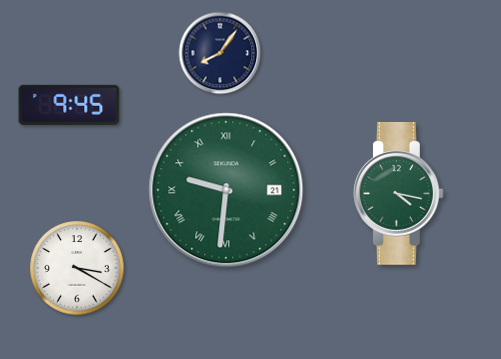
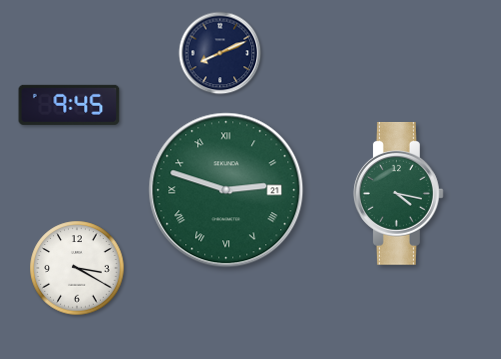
clock at (220, 53): 8:06 -> 8:11
clock at (226, 190): 9:31 -> 2:48
